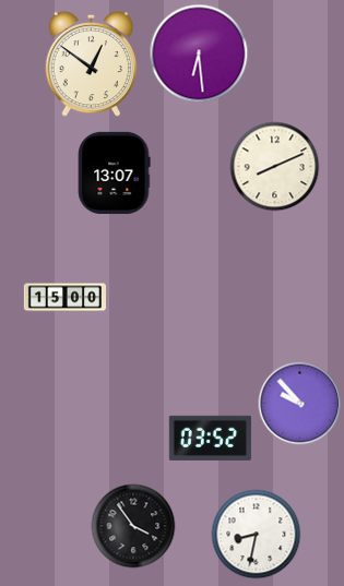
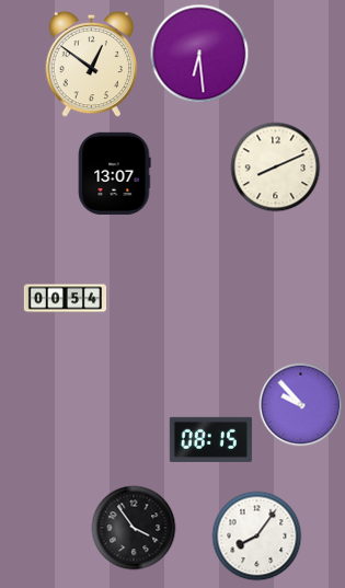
clock at (64, 298): 15:00 -> 00:54
clock at (210, 438): 03:52 -> 08:15
clock at (257, 535): 8:32 -> 8:06
